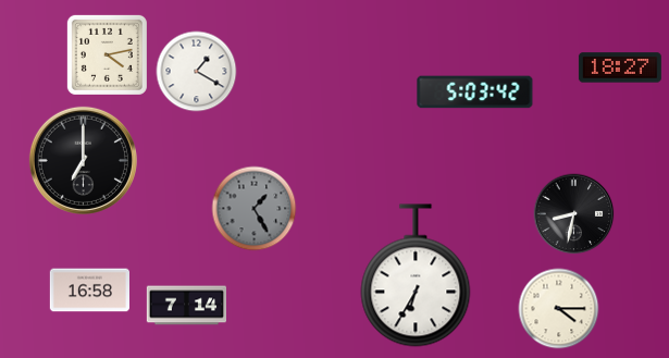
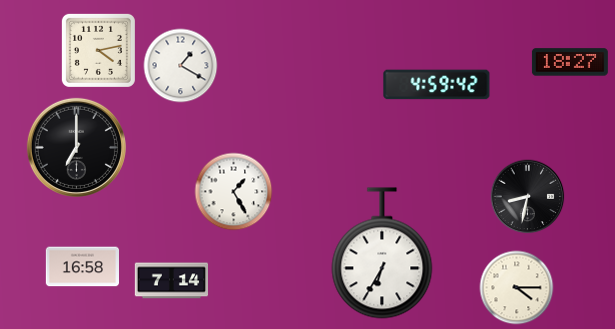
clock at (475, 92): 5:03 -> 4:59
clock at (255, 209) dial: grey -> white
clock at (559, 309) position: (559, 309) -> (517, 288)
